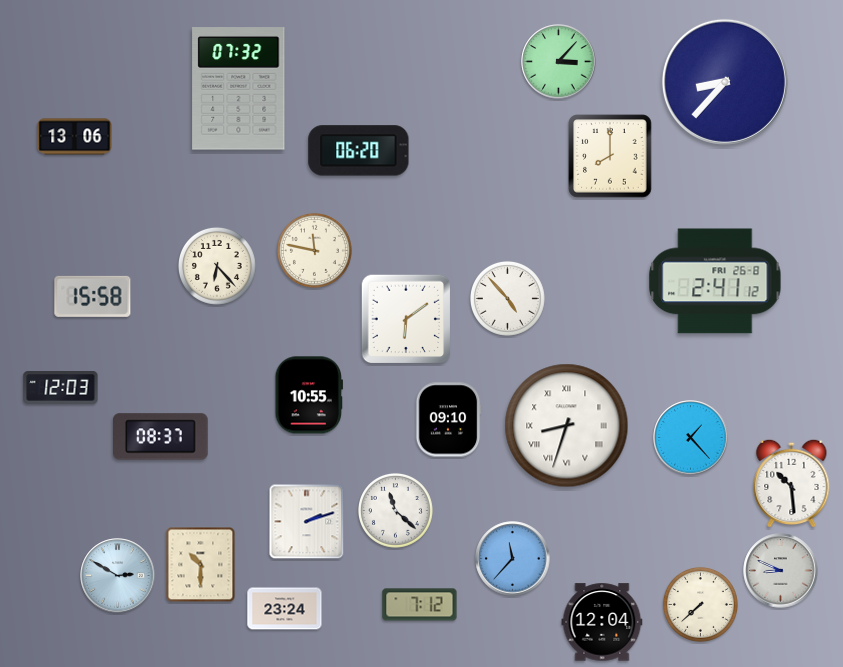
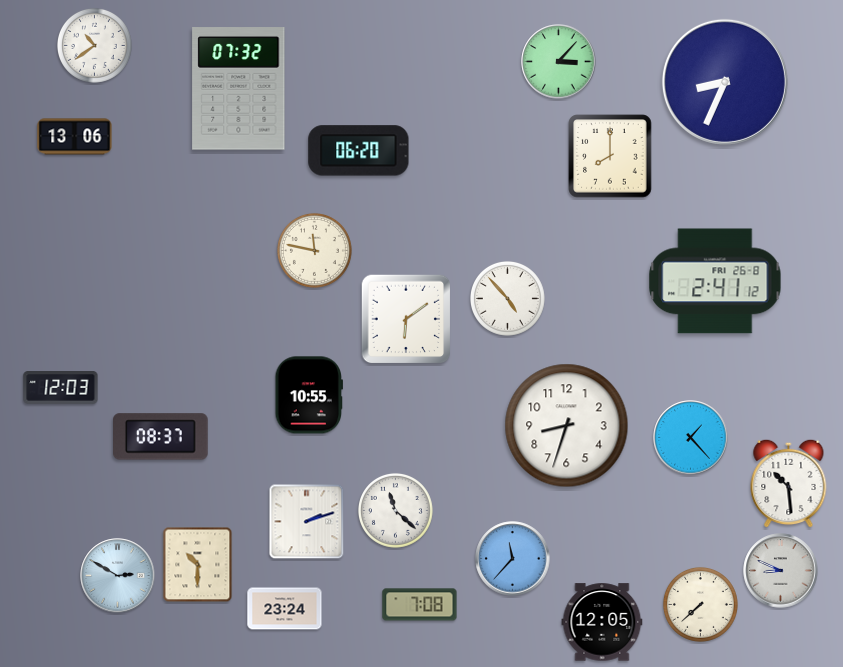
clock at (94, 45): none -> 10:39
clock at (725, 82): 8:37 -> 8:34
clock at (217, 266): 6:23 -> none
clock at (93, 296): 15:58 -> none
clock at (448, 420): 09:10 -> none
clock at (567, 426) numerals: Roman -> Arabic
clock at (792, 483) position: (792, 483) -> (789, 483)
clock at (201, 565) position: (201, 565) -> (198, 565)
clock at (420, 605): 7:12 -> 7:08
clock at (602, 622): 12:04 -> 12:05
